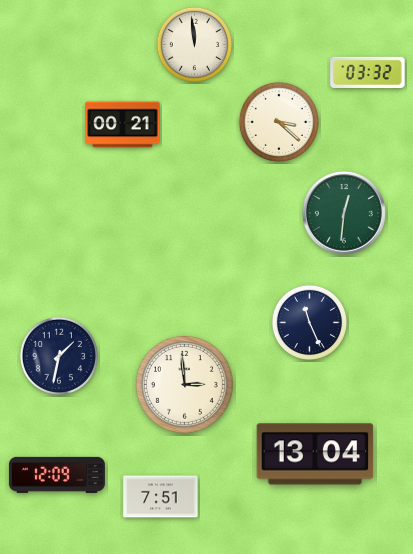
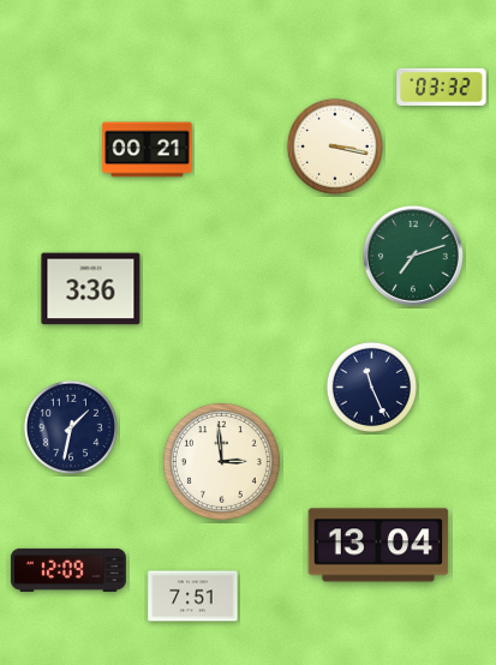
clock at (194, 44): 11:59 -> none
clock at (279, 122): 3:22 -> 3:17
clock at (344, 213): 12:31 -> 7:12
clock at (91, 289): none -> 3:36
